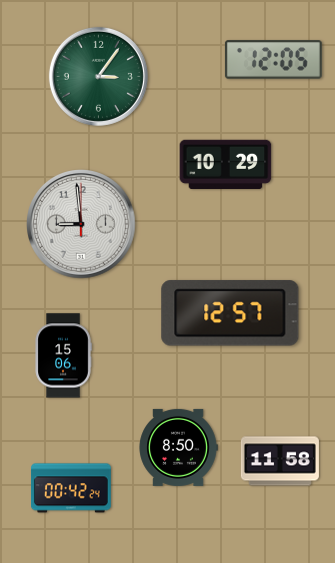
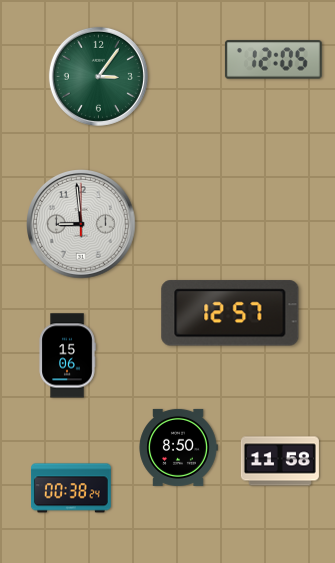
clock at (226, 164): 10:29 -> none
clock at (63, 356) position: (63, 356) -> (67, 356)
clock at (72, 488): 00:42 -> 00:38
